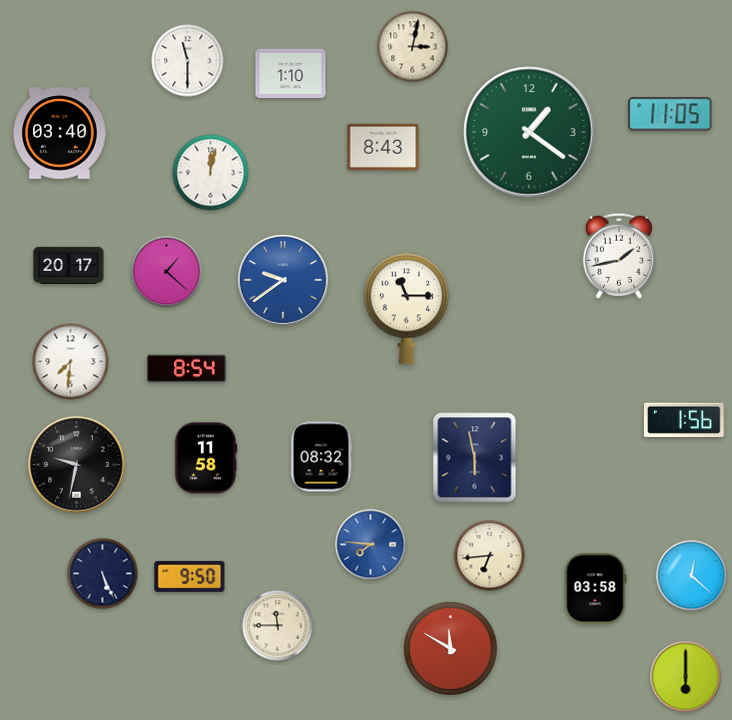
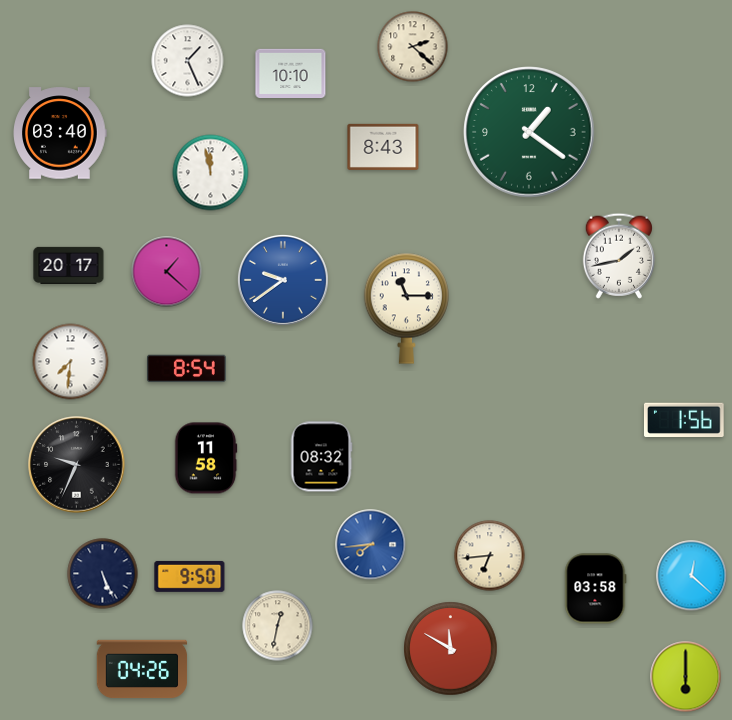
clock at (413, 47): 3:02 -> 2:22
clock at (188, 61): 11:30 -> 1:26
clock at (291, 73): 1:10 -> 10:10
clock at (670, 114): 11:05 -> none
clock at (211, 173): 12:02 -> 11:58
clock at (475, 458): 5:58 -> none
clock at (77, 465): 9:32 -> 9:34
clock at (371, 545): 7:46 -> 7:44
clock at (278, 626): 11:45 -> 12:32
clock at (142, 669): none -> 04:26
